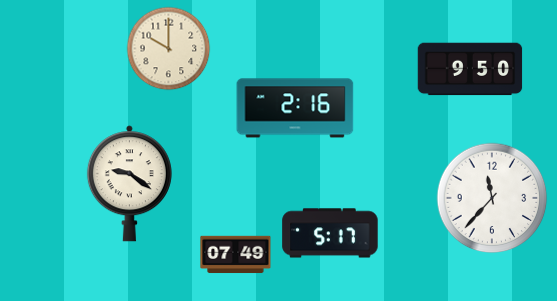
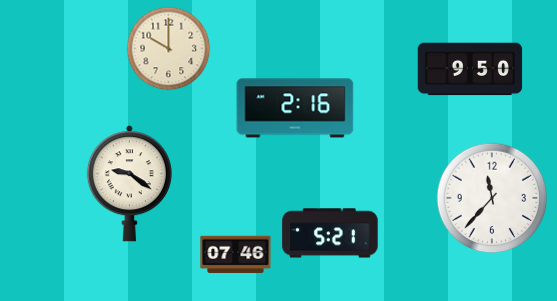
clock at (330, 233): 5:17 -> 5:21
clock at (236, 255): 07:49 -> 07:46
